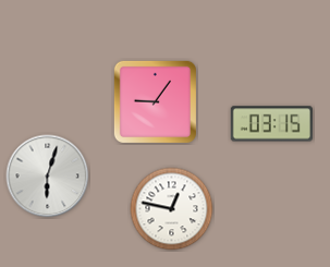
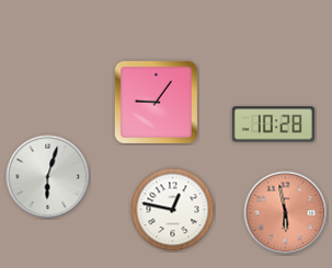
clock at (271, 124): 03:15 -> 10:28
clock at (286, 213): none -> 5:58
